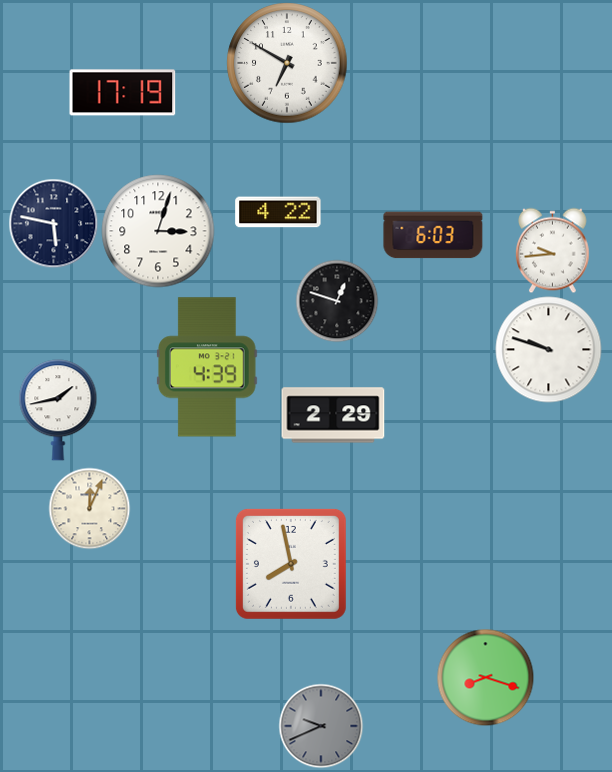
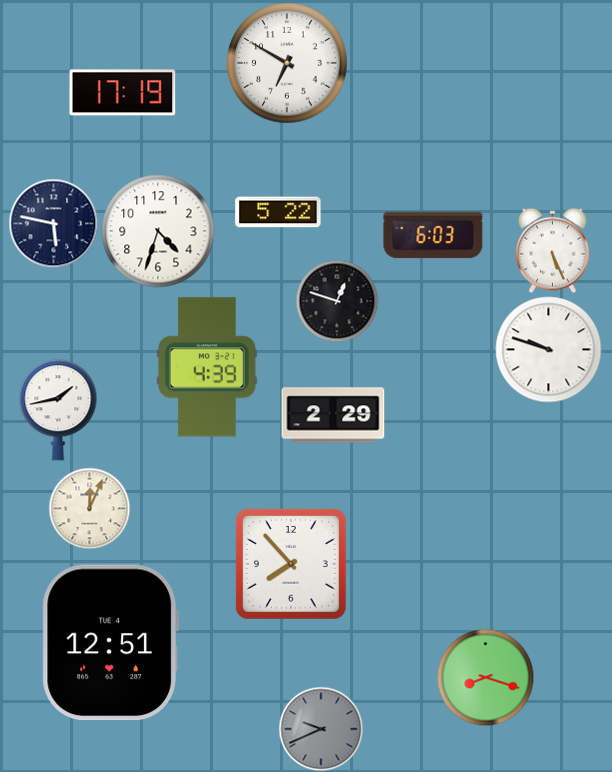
clock at (278, 212): 4:22 -> 5:22
clock at (158, 231): 3:03 -> 4:33
clock at (553, 250): 9:44 -> 5:26
clock at (291, 564): 7:58 -> 7:53
clock at (110, 643): none -> 12:51
clock at (321, 726) position: (321, 726) -> (321, 729)
